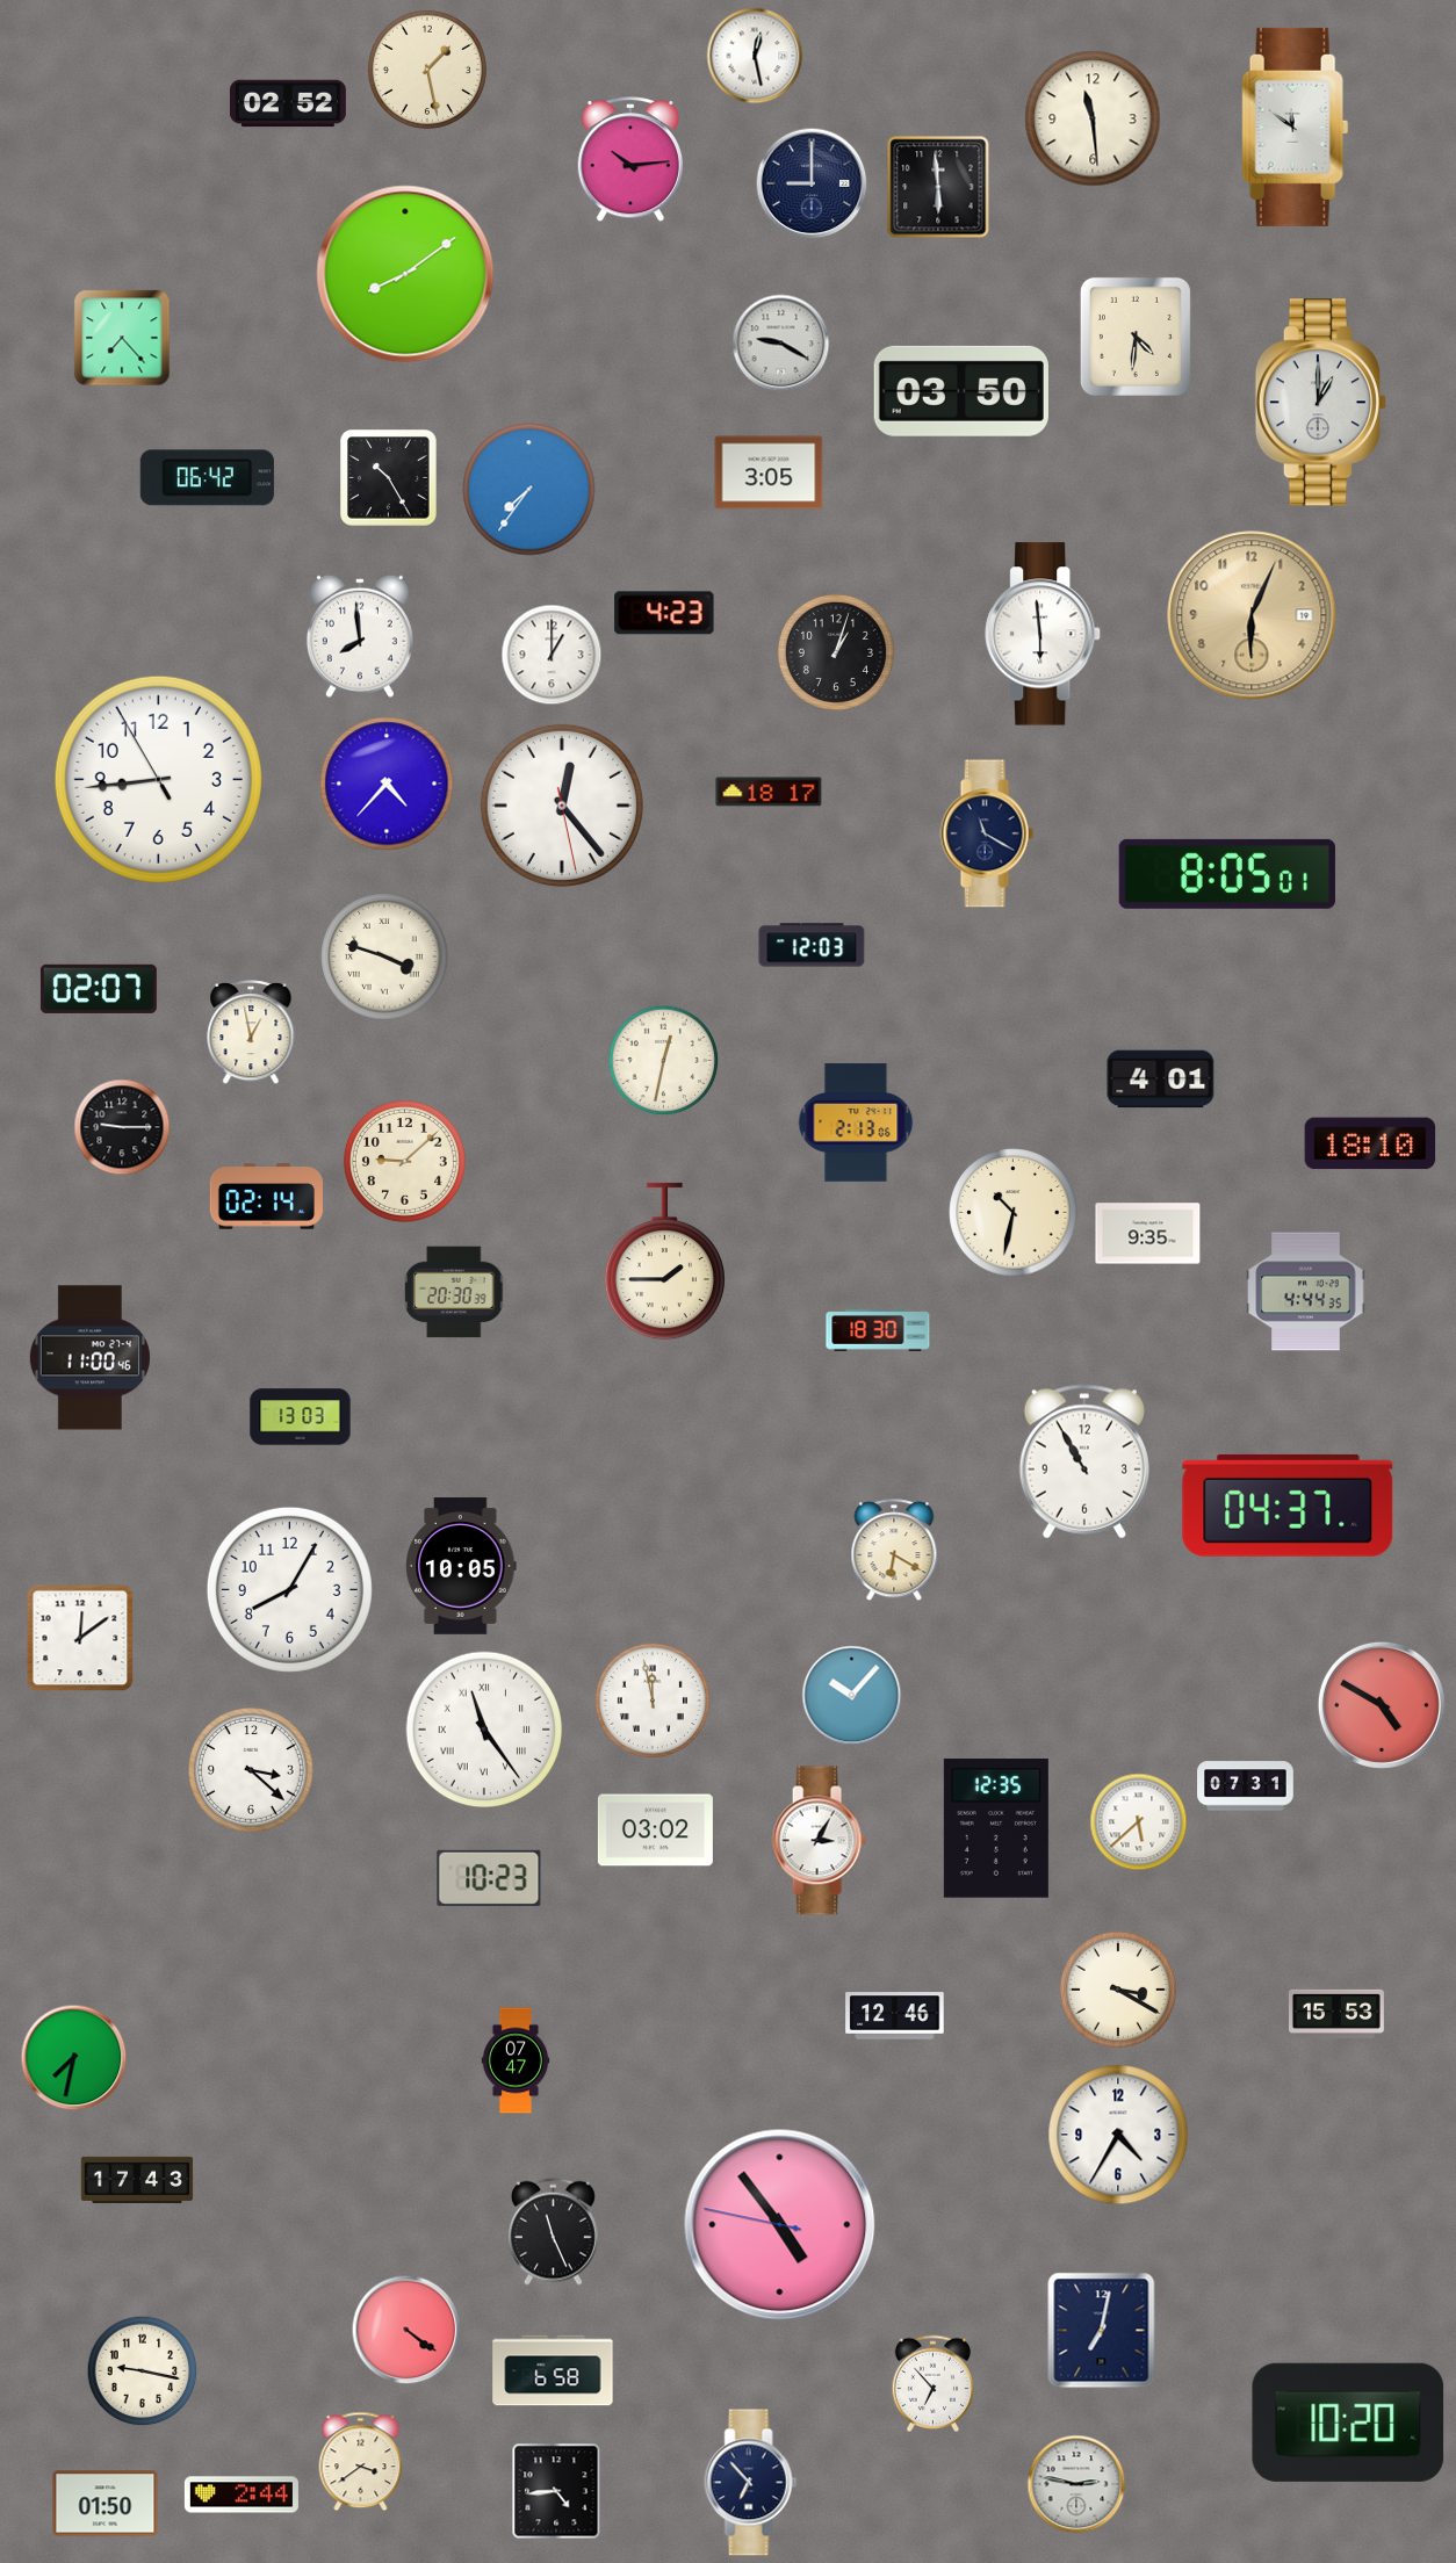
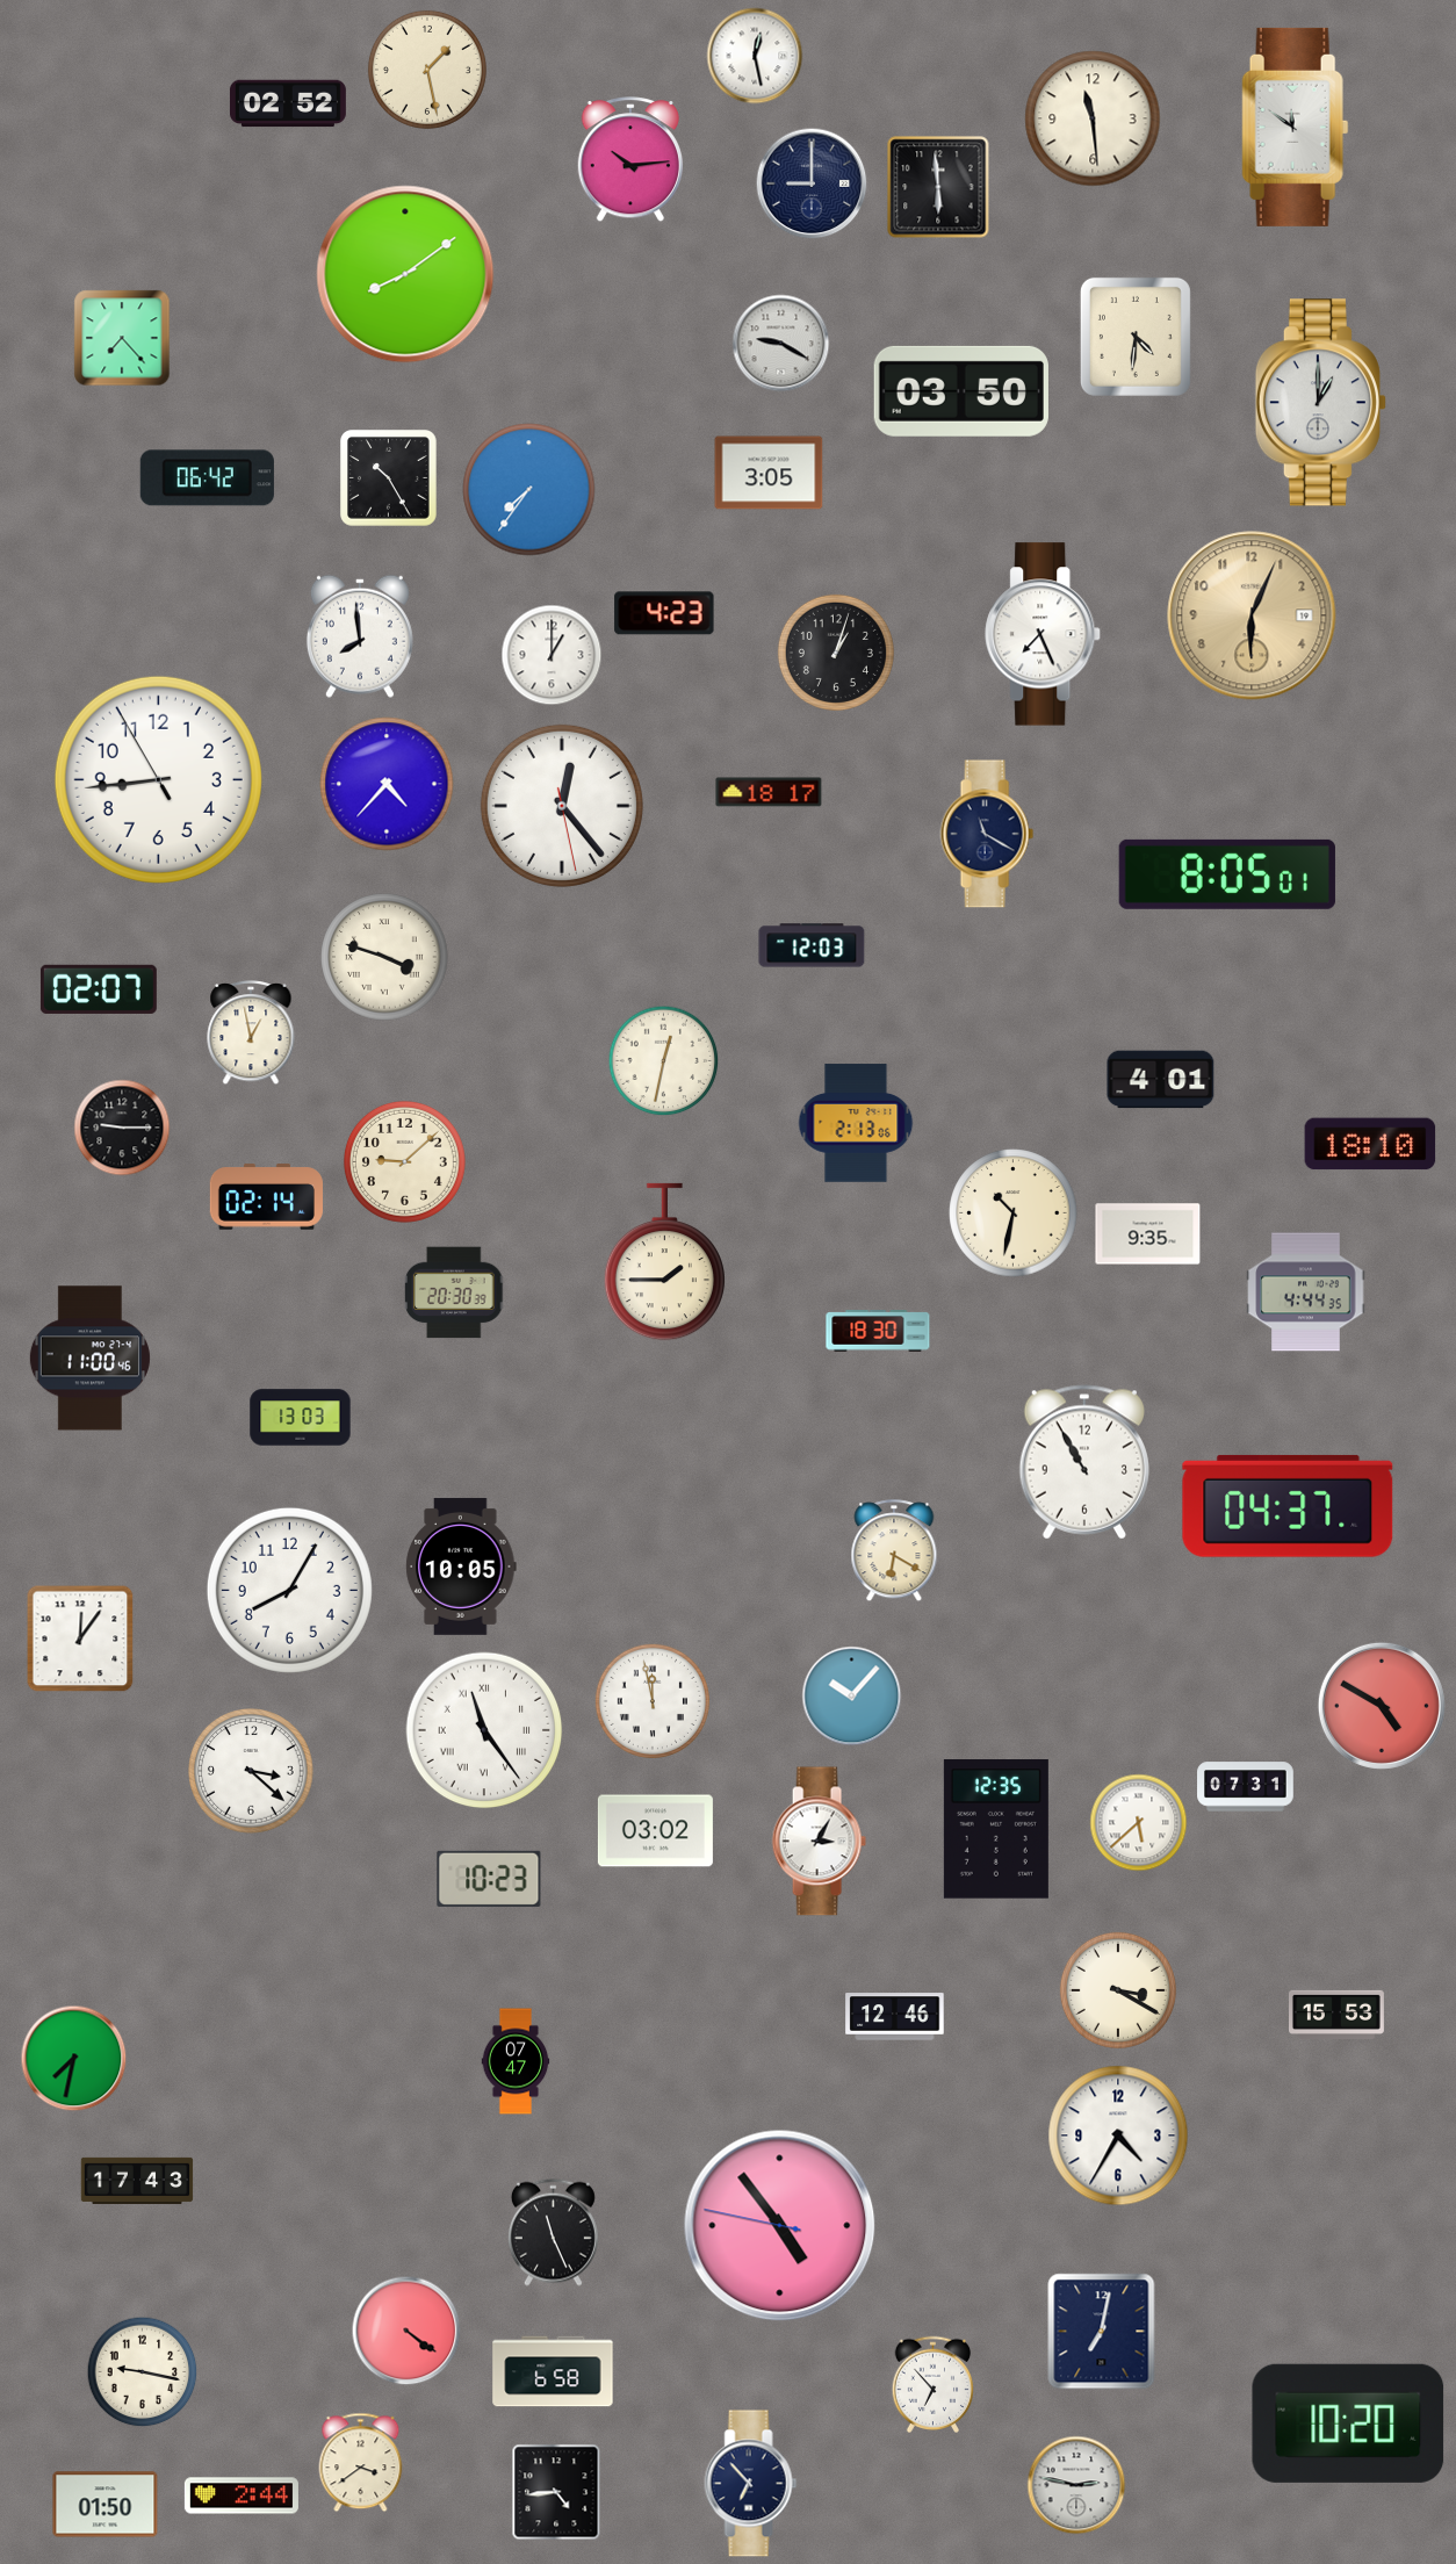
clock at (1044, 634): 5:59 -> 7:26
clock at (80, 1638): 12:09 -> 12:06
